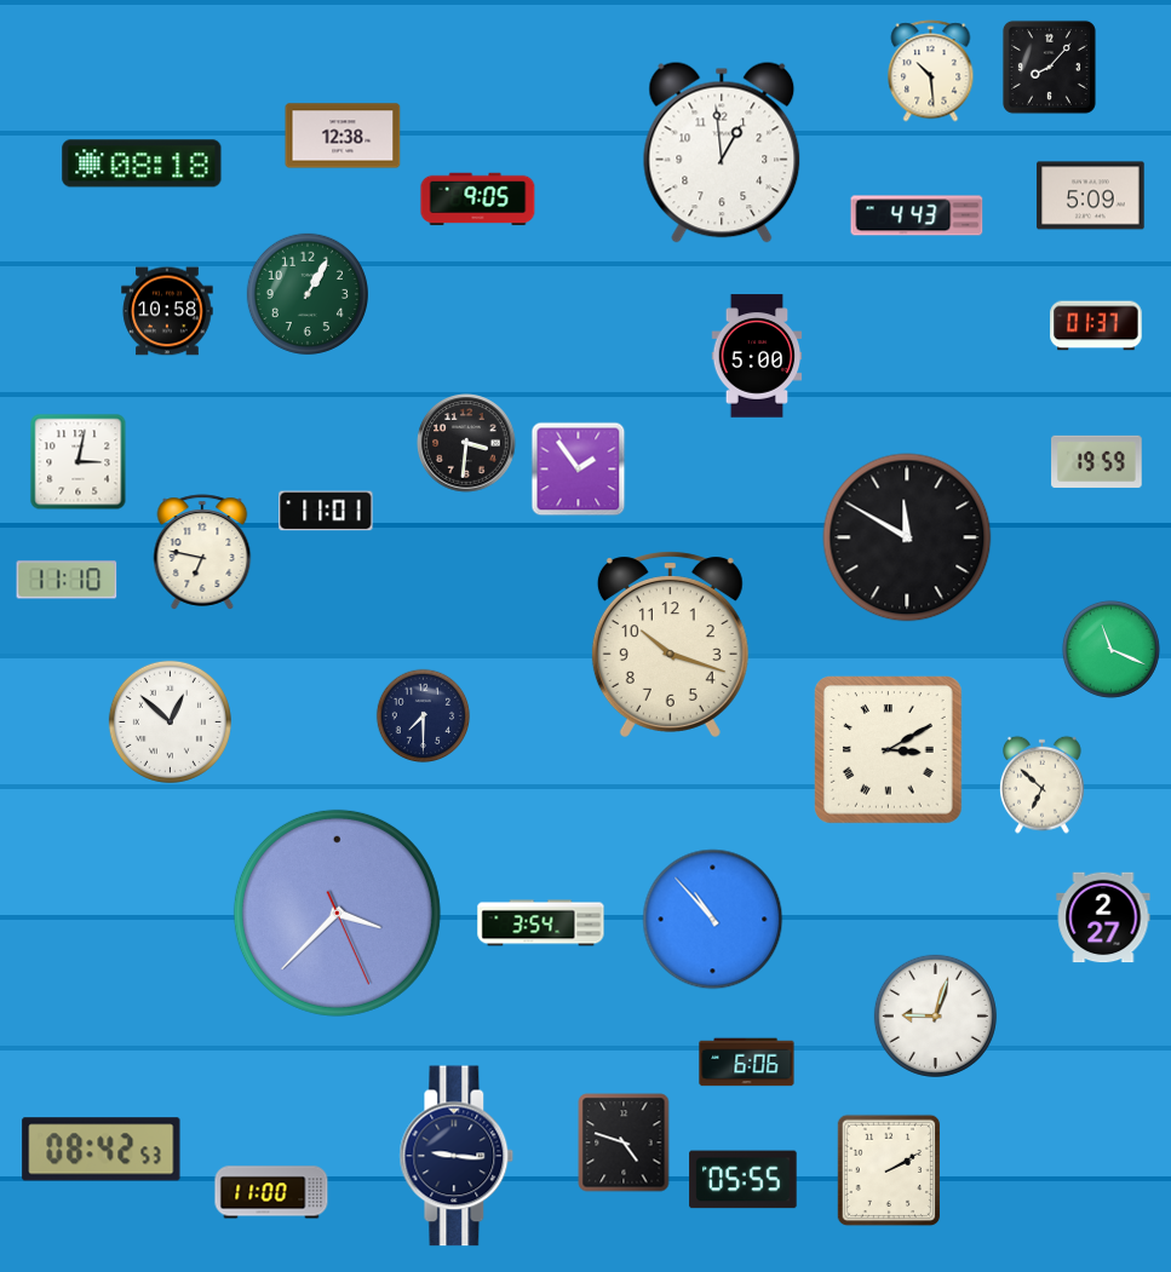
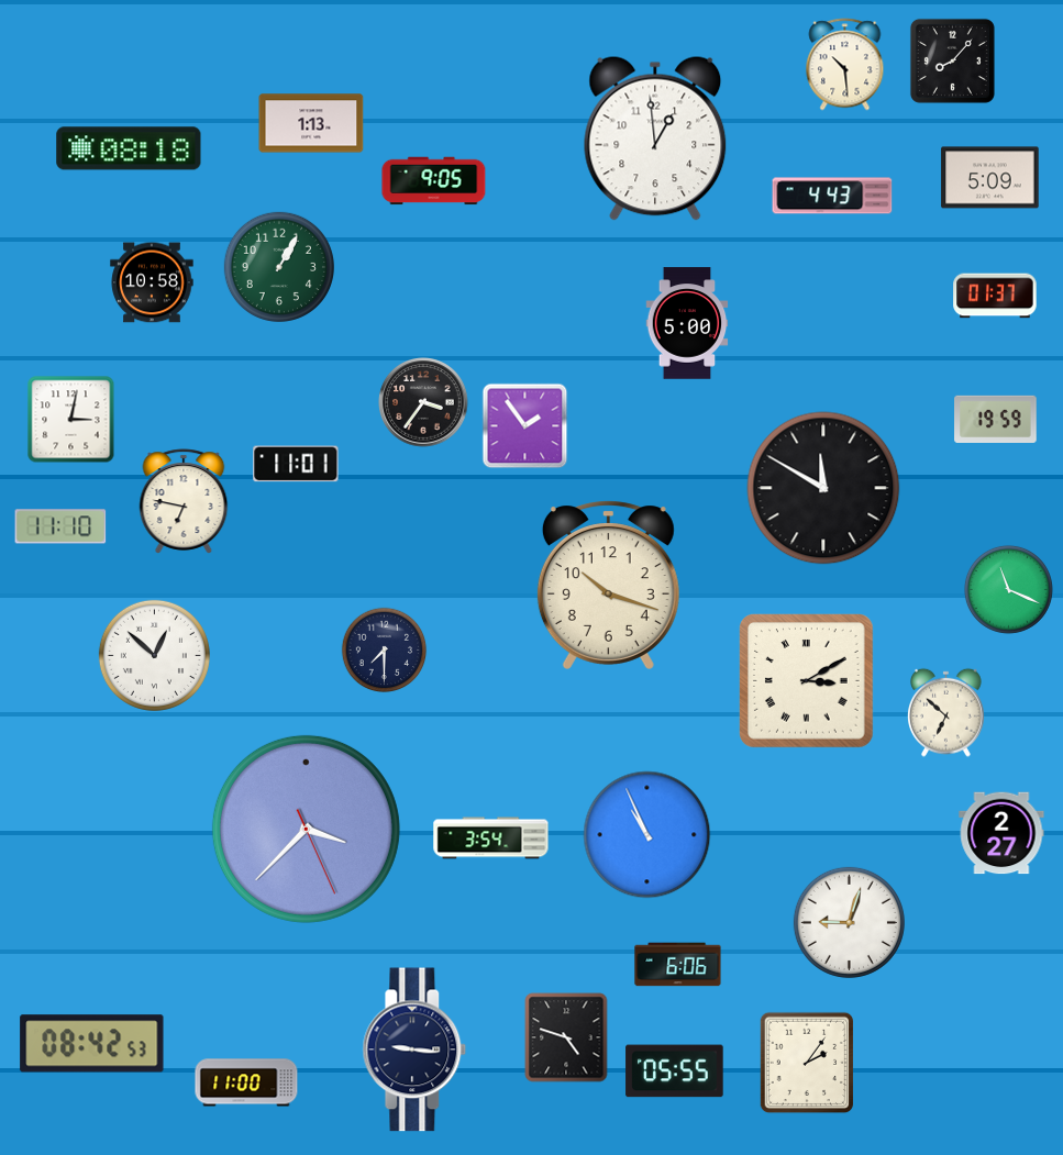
clock at (343, 136): 12:38 -> 1:13
clock at (466, 443): 3:31 -> 3:36
clock at (713, 920): 10:53 -> 10:56
clock at (888, 1170): 2:10 -> 2:06
